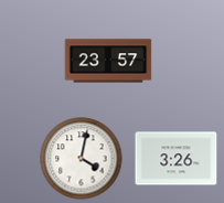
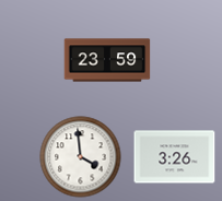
clock at (108, 61): 23:57 -> 23:59
clock at (82, 159): 4:02 -> 3:59
